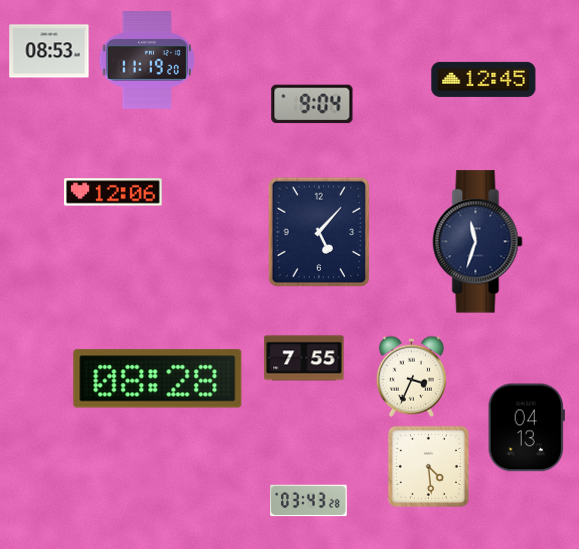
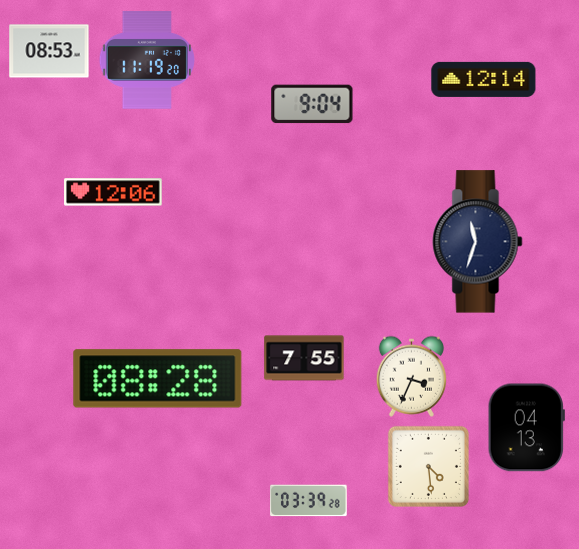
clock at (484, 79): 12:45 -> 12:14
clock at (319, 232): 5:07 -> none
clock at (309, 501): 03:43 -> 03:39
